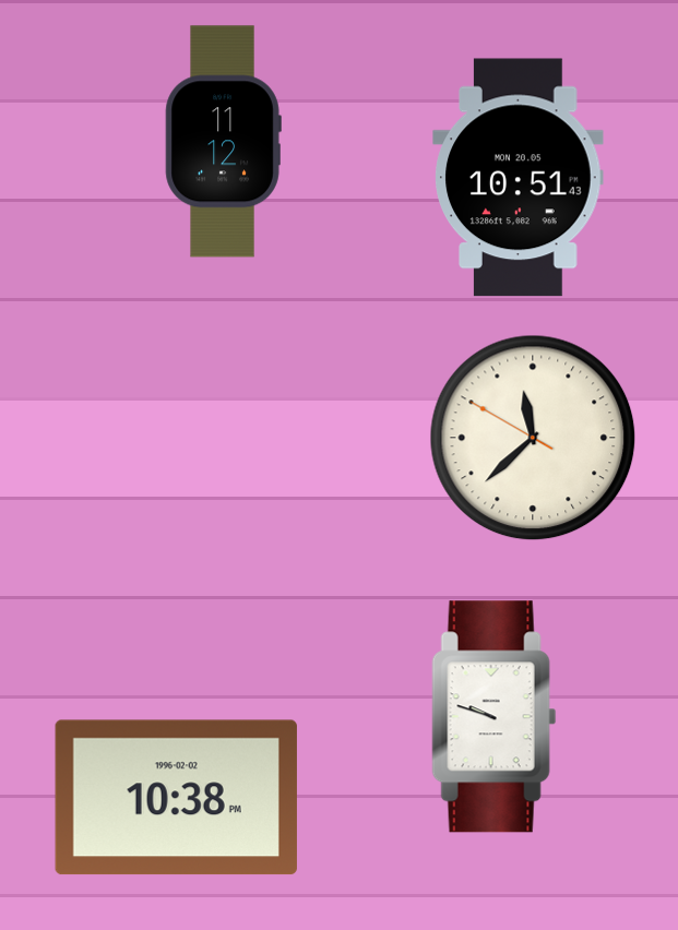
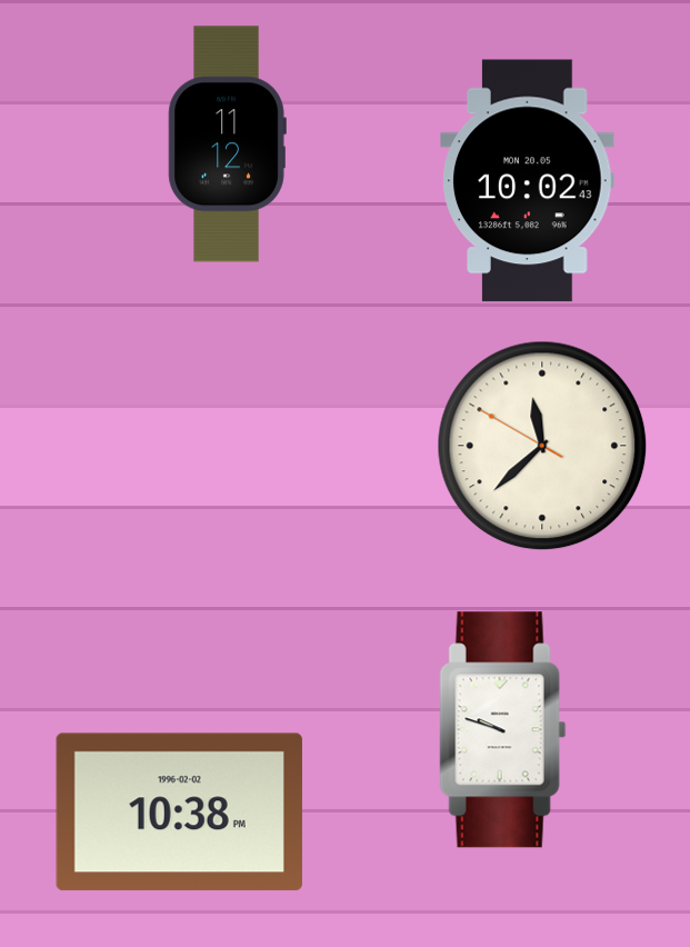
clock at (519, 178): 10:51 -> 10:02
